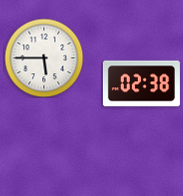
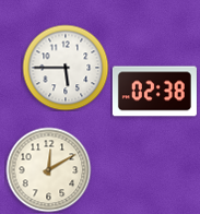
clock at (44, 58) position: (44, 58) -> (66, 68)
clock at (48, 169): none -> 12:10
